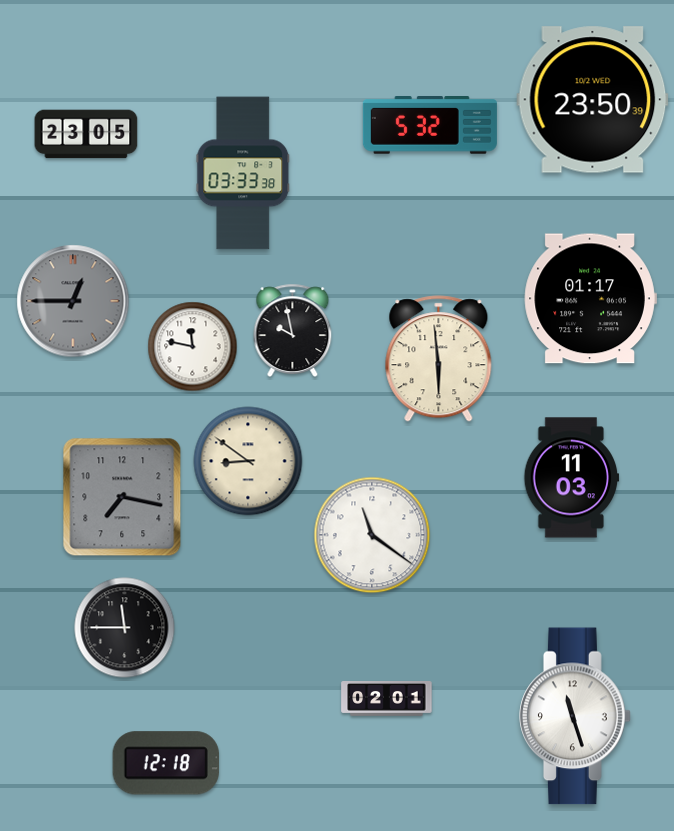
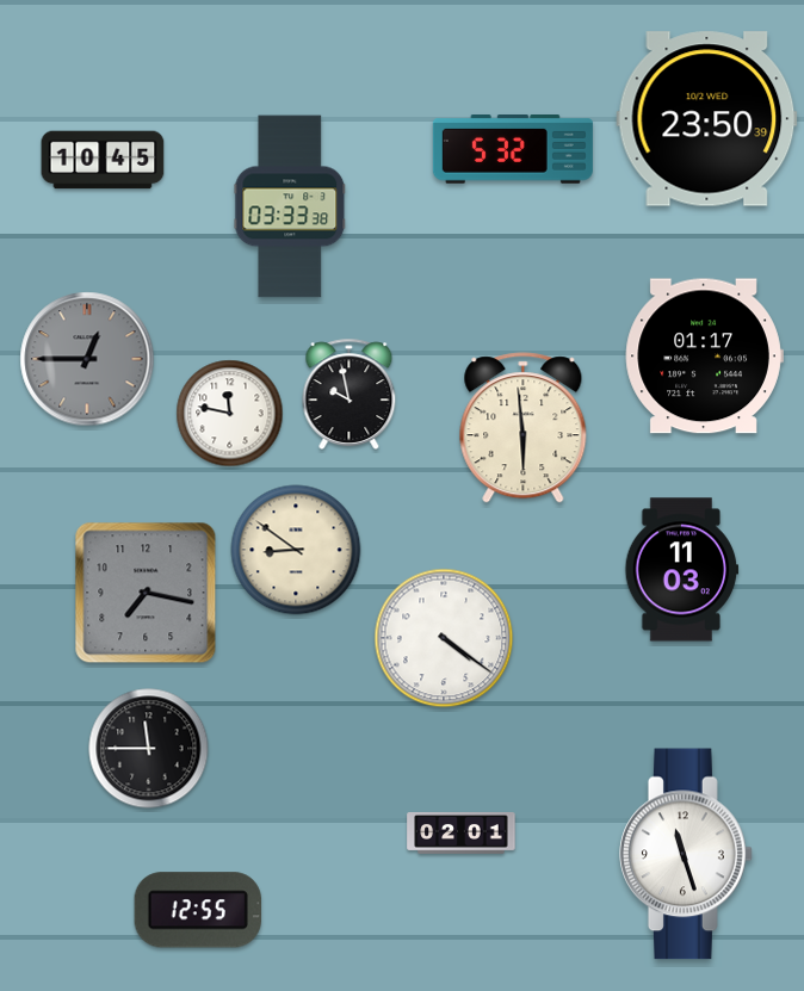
clock at (86, 134): 23:05 -> 10:45
clock at (372, 535): 11:21 -> 4:21
clock at (166, 763): 12:18 -> 12:55
